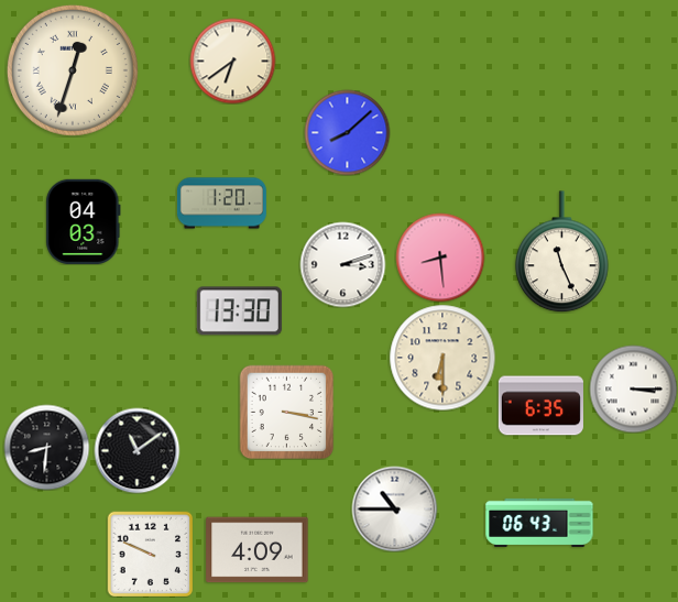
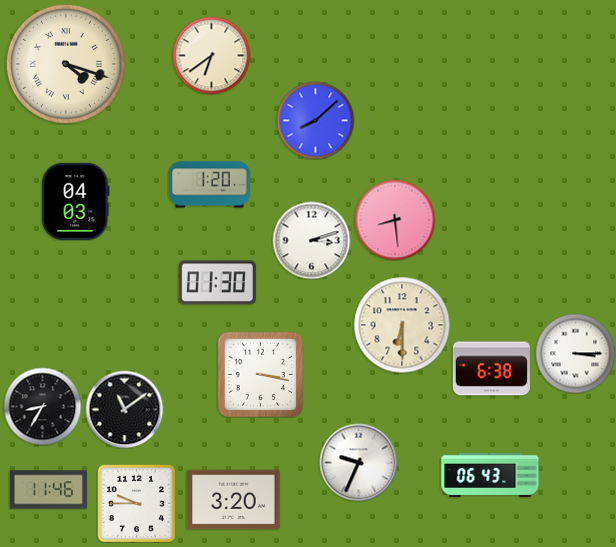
clock at (73, 70): 12:33 -> 4:18
clock at (221, 204) position: (221, 204) -> (209, 185)
clock at (562, 252): 11:26 -> none
clock at (440, 258) position: (440, 258) -> (395, 220)
clock at (239, 311): 13:30 -> 01:30
clock at (540, 406): 6:35 -> 6:38
clock at (46, 447): 8:31 -> 8:35
clock at (394, 508): 10:45 -> 9:34
clock at (48, 490): none -> 11:46
clock at (258, 550): 4:09 -> 3:20
clock at (150, 554): 9:49 -> 9:45
